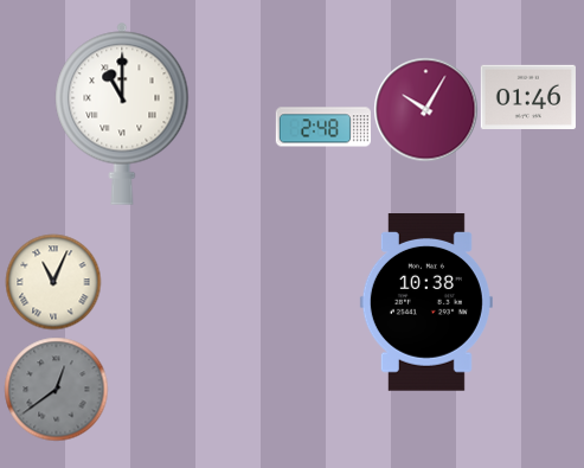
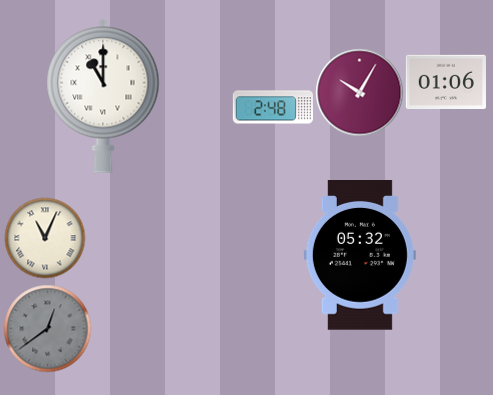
clock at (528, 96): 01:46 -> 01:06
clock at (426, 303): 10:38 -> 05:32
